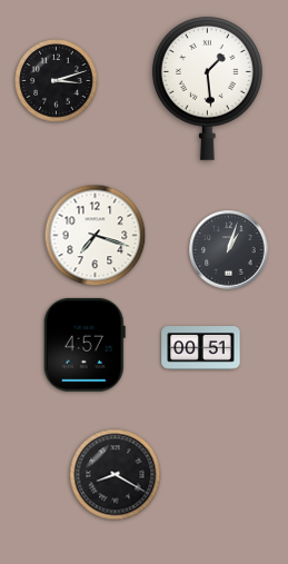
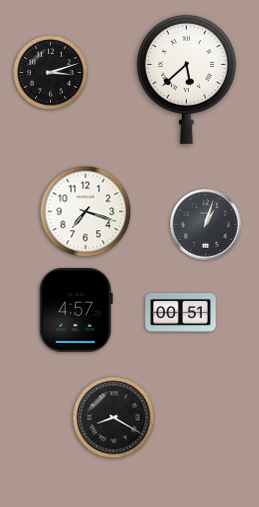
clock at (207, 88): 1:29 -> 5:38
clock at (116, 475) position: (116, 475) -> (114, 418)
